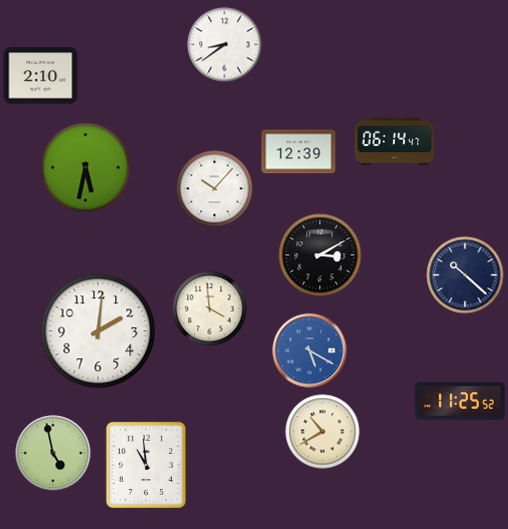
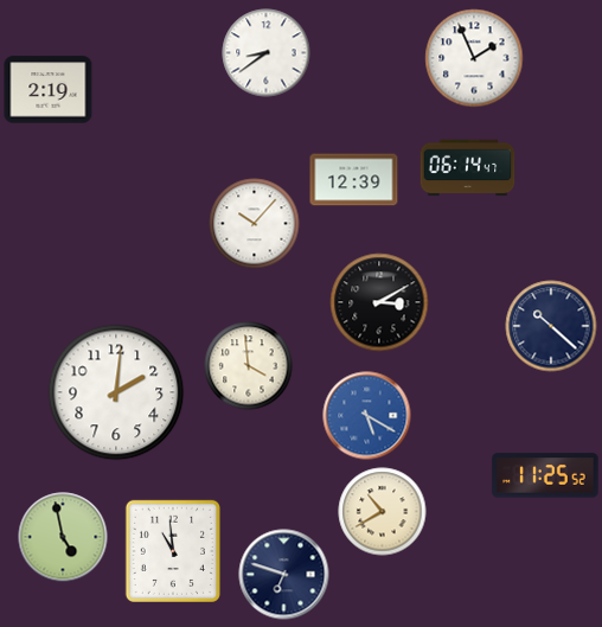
clock at (474, 58): none -> 1:56
clock at (41, 76): 2:10 -> 2:19
clock at (86, 168): 5:32 -> none
clock at (284, 575): none -> 6:48
